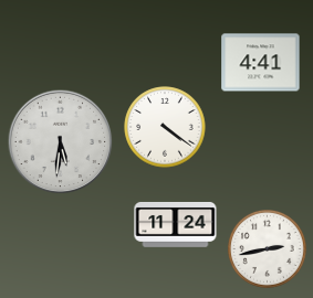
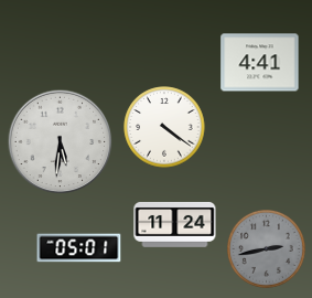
clock at (79, 248): none -> 05:01
clock at (268, 249) dial: white -> grey
